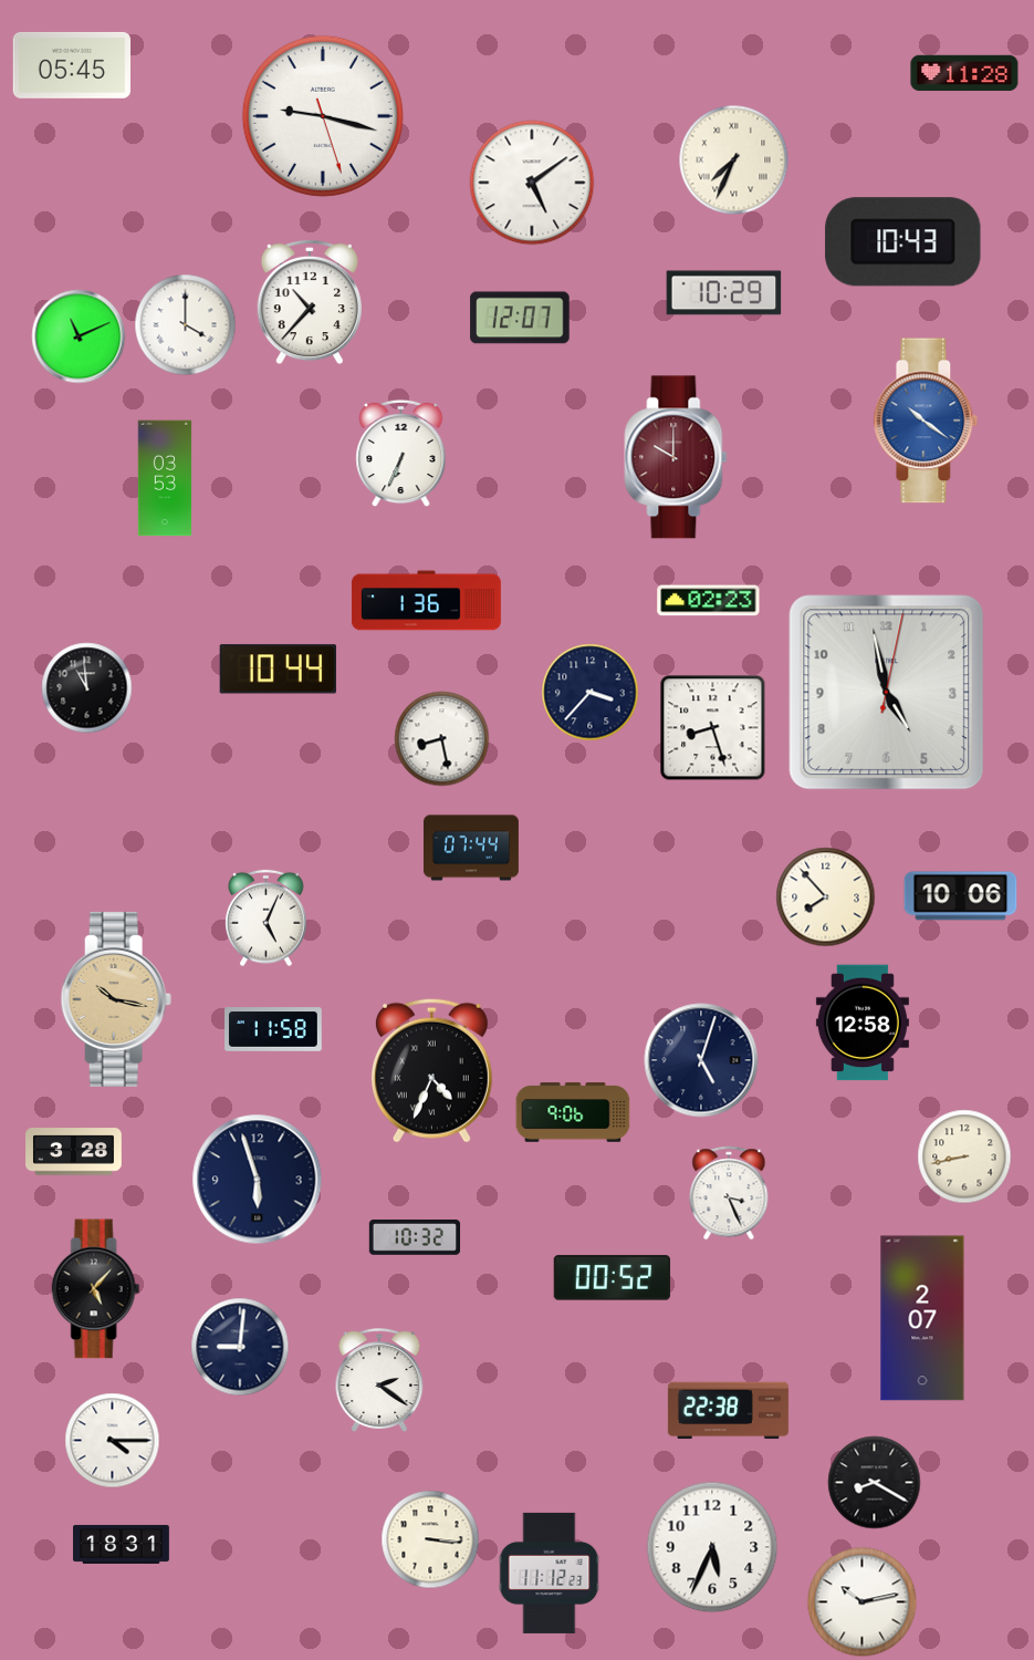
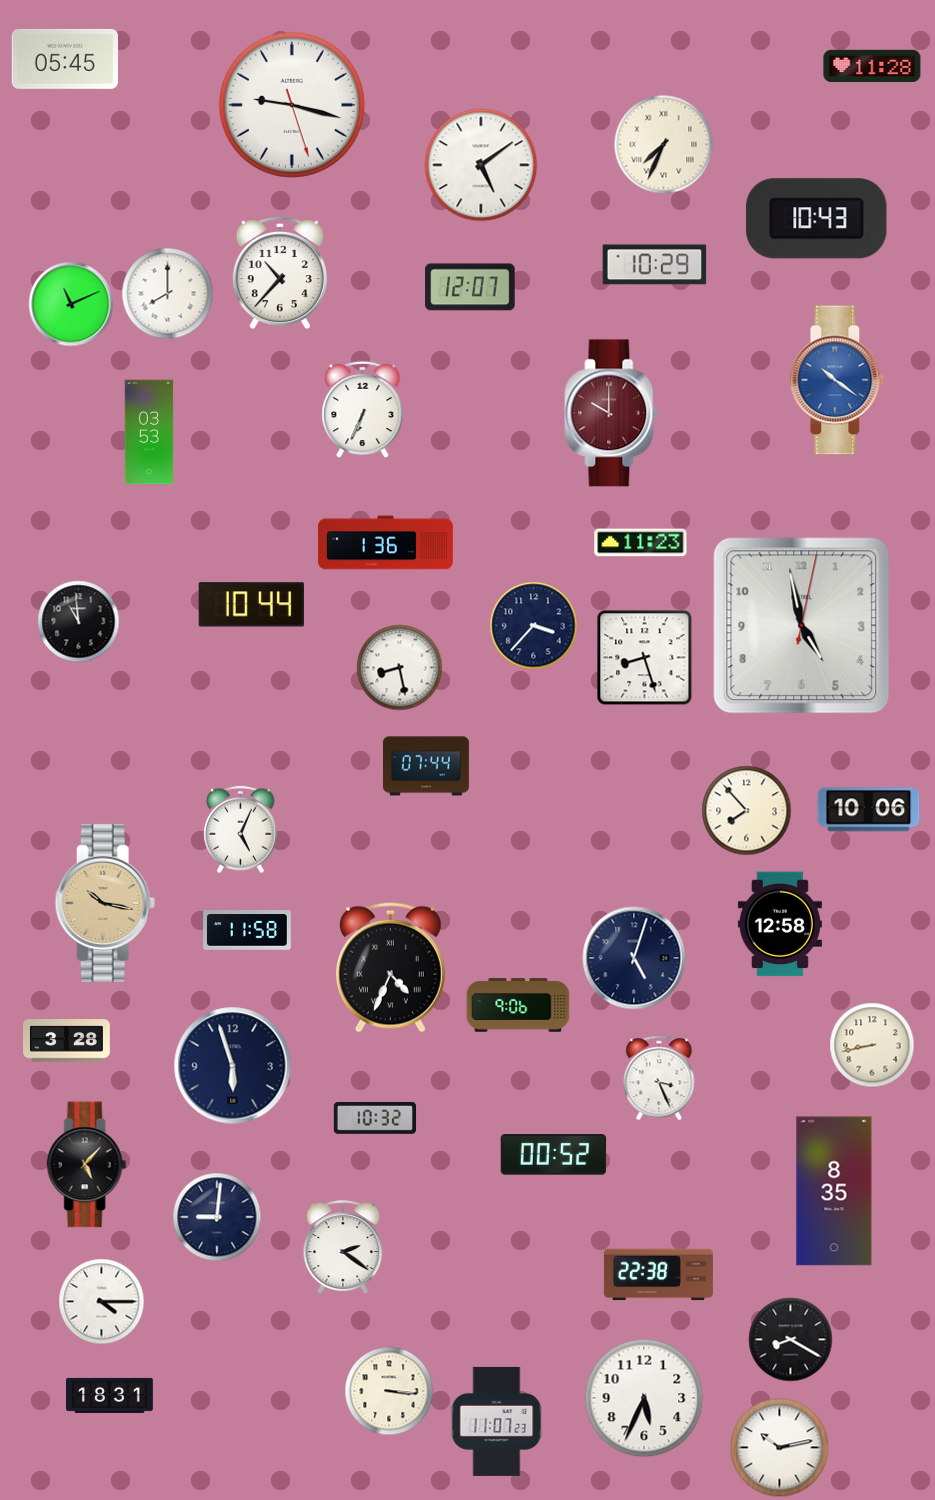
clock at (186, 325): 4:00 -> 8:00
clock at (709, 601): 02:23 -> 11:23
clock at (922, 1318): 2:07 -> 8:35
clock at (550, 1573): 11:12 -> 11:07
